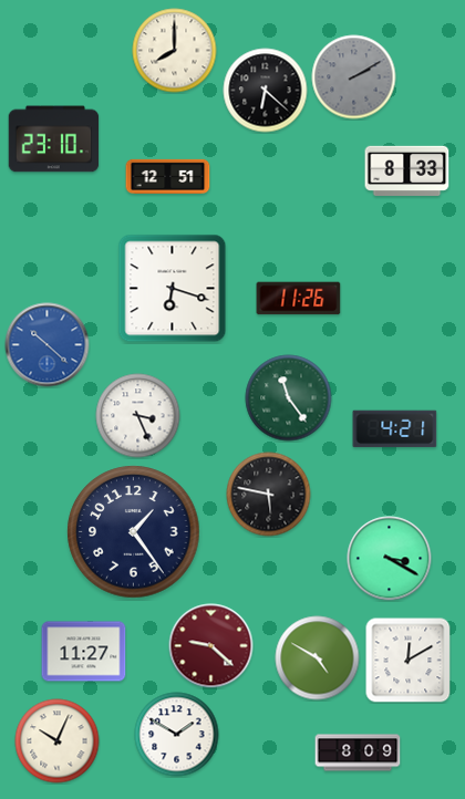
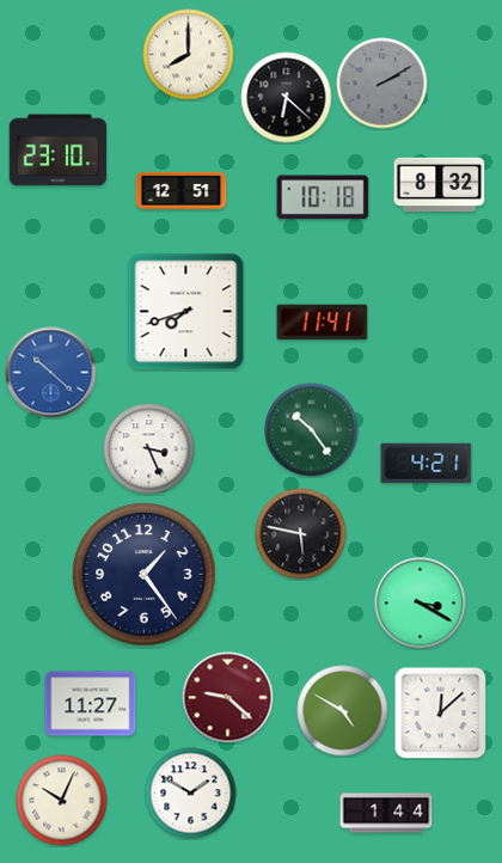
clock at (407, 170): 8:33 -> 8:32
clock at (323, 197): none -> 10:18
clock at (173, 289): 6:18 -> 7:42
clock at (299, 299): 11:26 -> 11:41
clock at (289, 398): 11:24 -> 10:24
clock at (269, 495) position: (269, 495) -> (301, 534)
clock at (409, 661): 12:10 -> 12:08
clock at (358, 753): 8:09 -> 1:44
